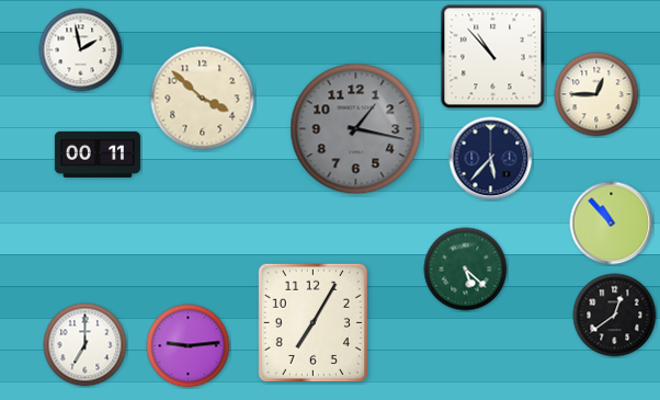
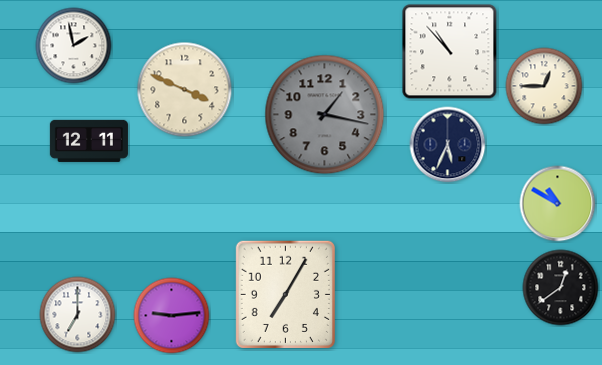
clock at (203, 99): 3:52 -> 3:49
clock at (356, 129) position: (356, 129) -> (325, 115)
clock at (98, 155): 00:11 -> 12:11
clock at (491, 159): 5:37 -> 5:34
clock at (612, 224): 10:53 -> 10:50
clock at (466, 270): 5:22 -> none
